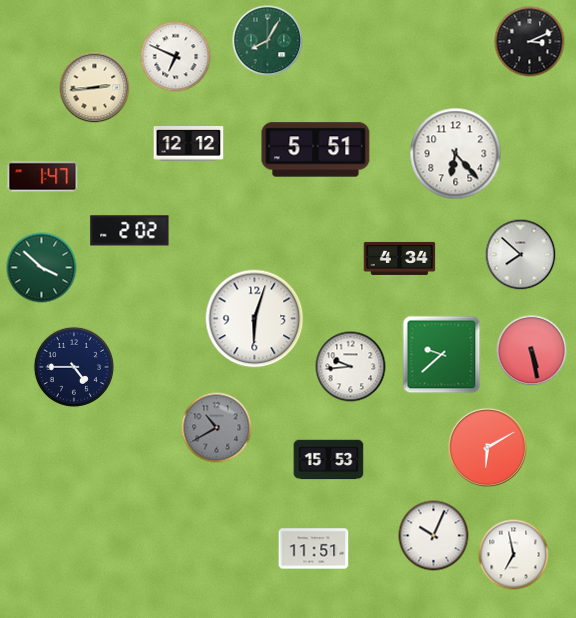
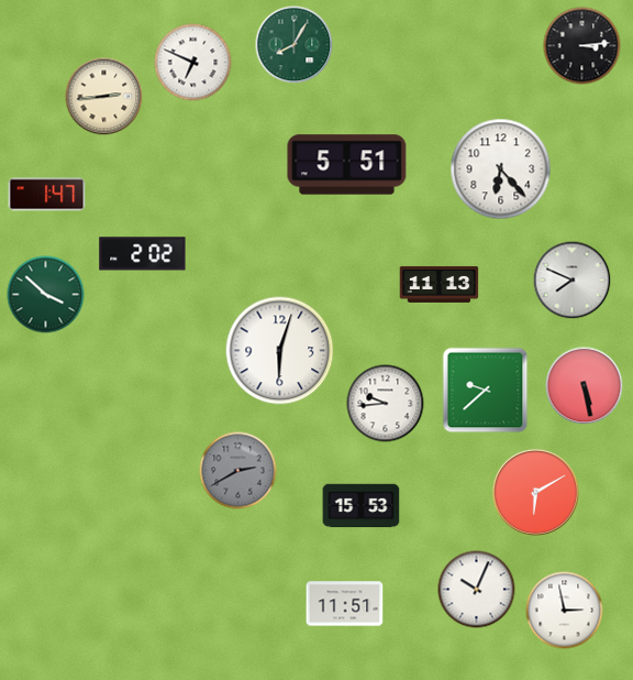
clock at (530, 42): 3:11 -> 3:14
clock at (189, 144): 12:12 -> none
clock at (521, 255): 7:52 -> 7:49
clock at (400, 258): 4:34 -> 11:13
clock at (74, 367): 4:45 -> none
clock at (217, 428): 10:40 -> 2:40
clock at (514, 555): 6:58 -> 2:58
